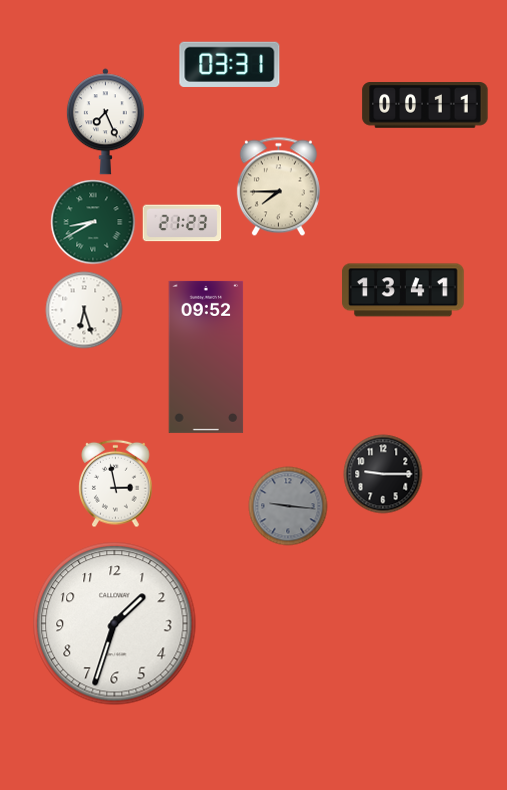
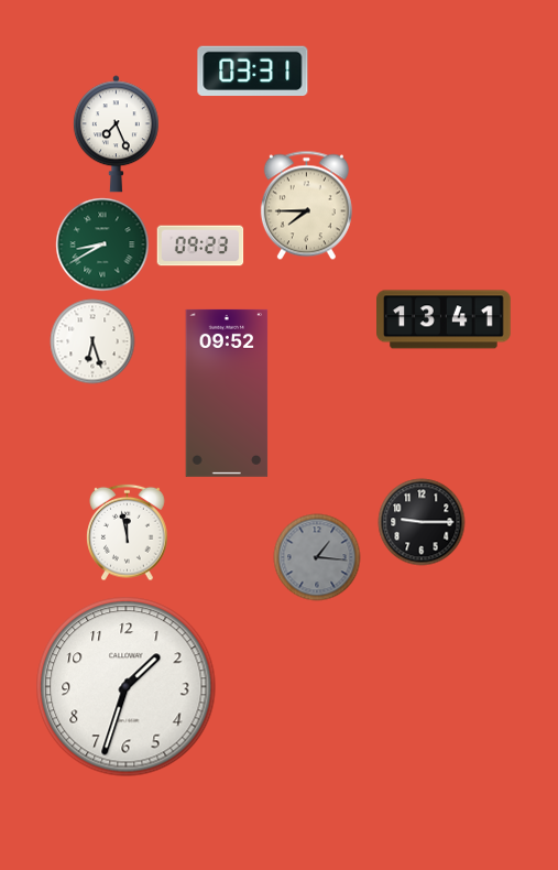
clock at (425, 106): 00:11 -> none
clock at (182, 223): 21:23 -> 09:23
clock at (116, 484): 2:58 -> 11:58
clock at (288, 506): 9:16 -> 1:16
